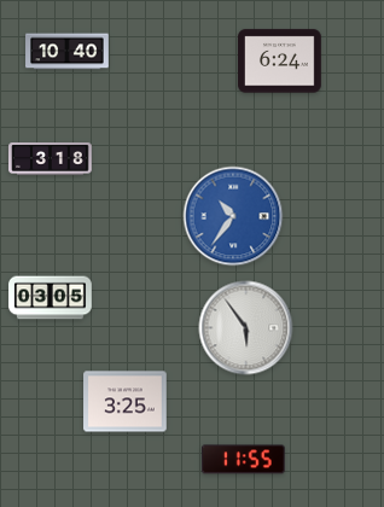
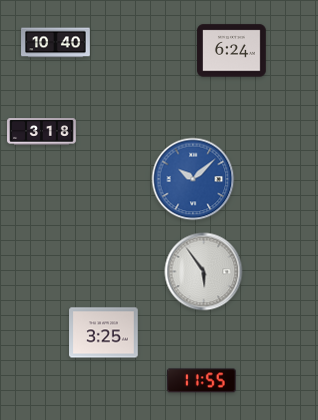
clock at (233, 216): 10:36 -> 10:08
clock at (51, 298): 03:05 -> none
